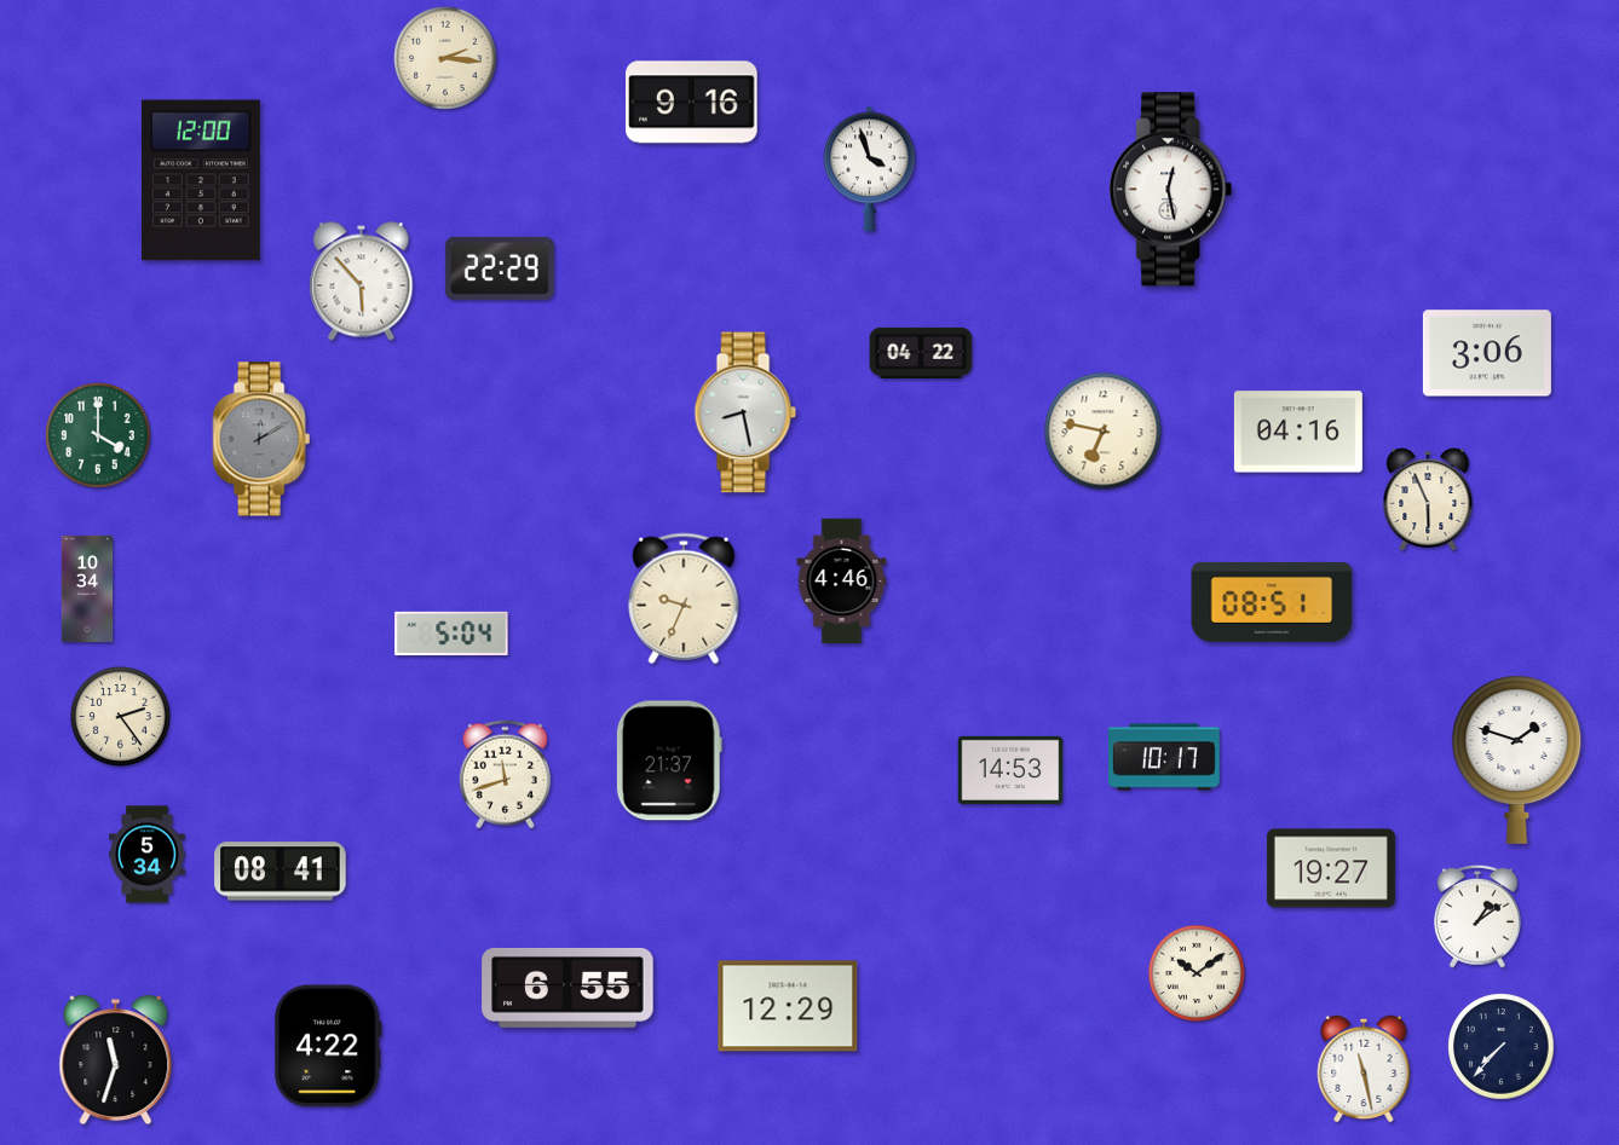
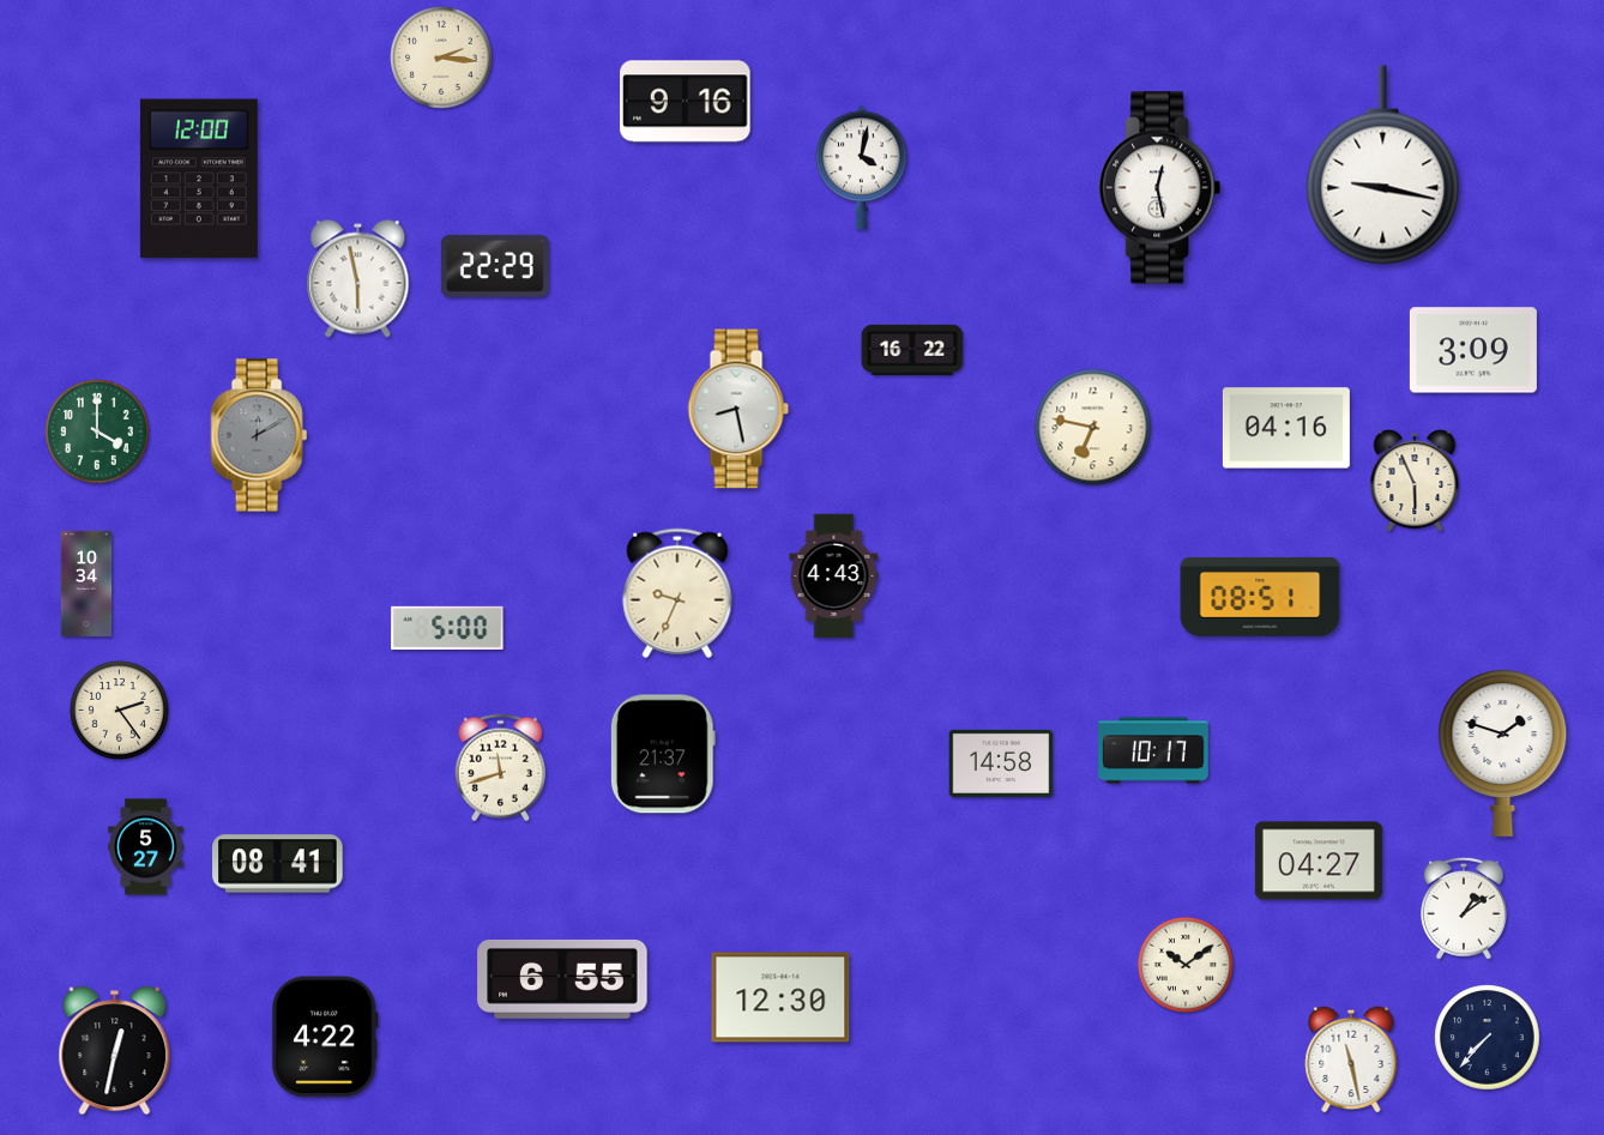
clock at (1383, 165): none -> 9:17
clock at (870, 169): 3:57 -> 4:02
clock at (362, 282): 5:53 -> 5:58
clock at (921, 352): 04:22 -> 16:22
clock at (1487, 353): 3:06 -> 3:09
clock at (1428, 499) position: (1428, 499) -> (1415, 481)
clock at (842, 582): 4:46 -> 4:43
clock at (451, 634): 5:04 -> 5:00
clock at (1010, 770): 14:53 -> 14:58
clock at (148, 855): 5:34 -> 5:27
clock at (1331, 868): 19:27 -> 04:27
clock at (788, 1006): 12:29 -> 12:30
clock at (116, 1060): 11:33 -> 12:32
